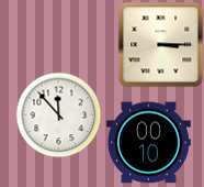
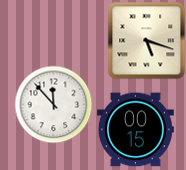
clock at (160, 44): 3:15 -> 5:18
clock at (148, 143): 00:10 -> 00:15
